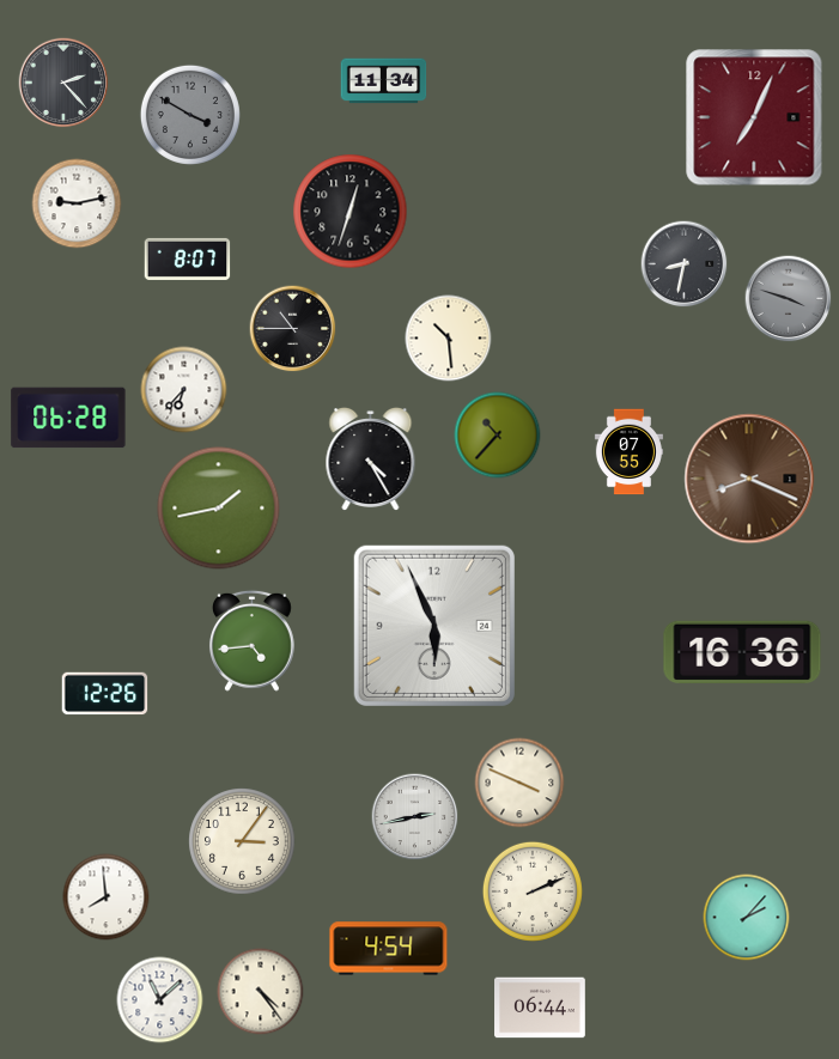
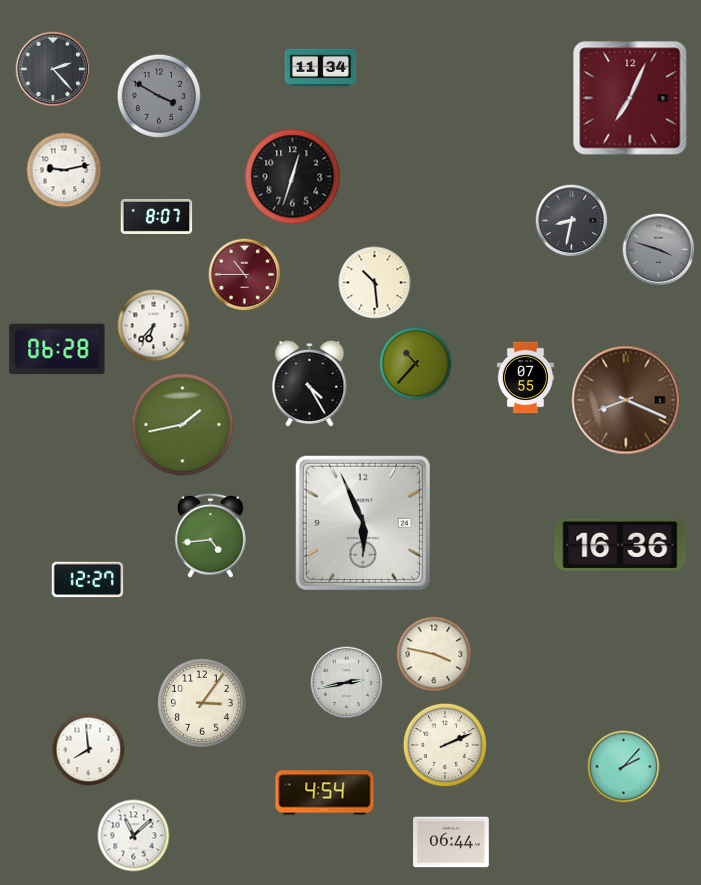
clock at (293, 329) dial: black -> burgundy
clock at (105, 694): 12:26 -> 12:27
clock at (519, 783): 3:49 -> 3:47
clock at (261, 992): 4:24 -> none
